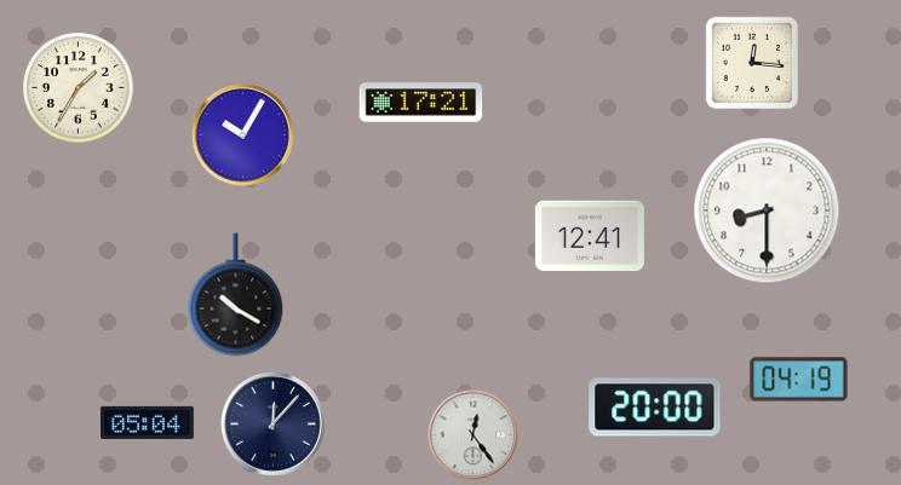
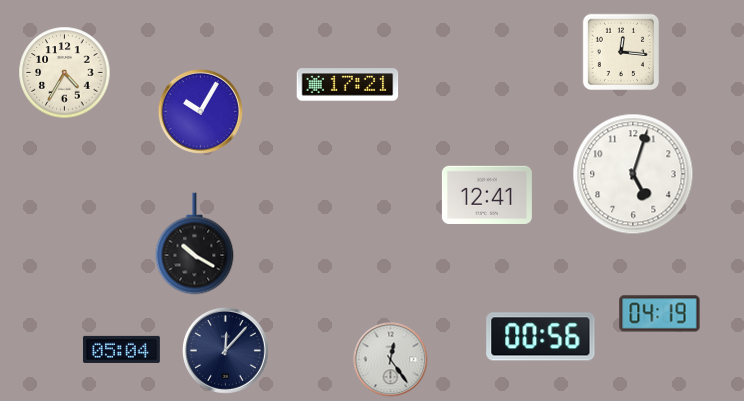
clock at (79, 88): 1:35 -> 4:35
clock at (767, 210): 8:30 -> 5:03
clock at (655, 408): 20:00 -> 00:56
